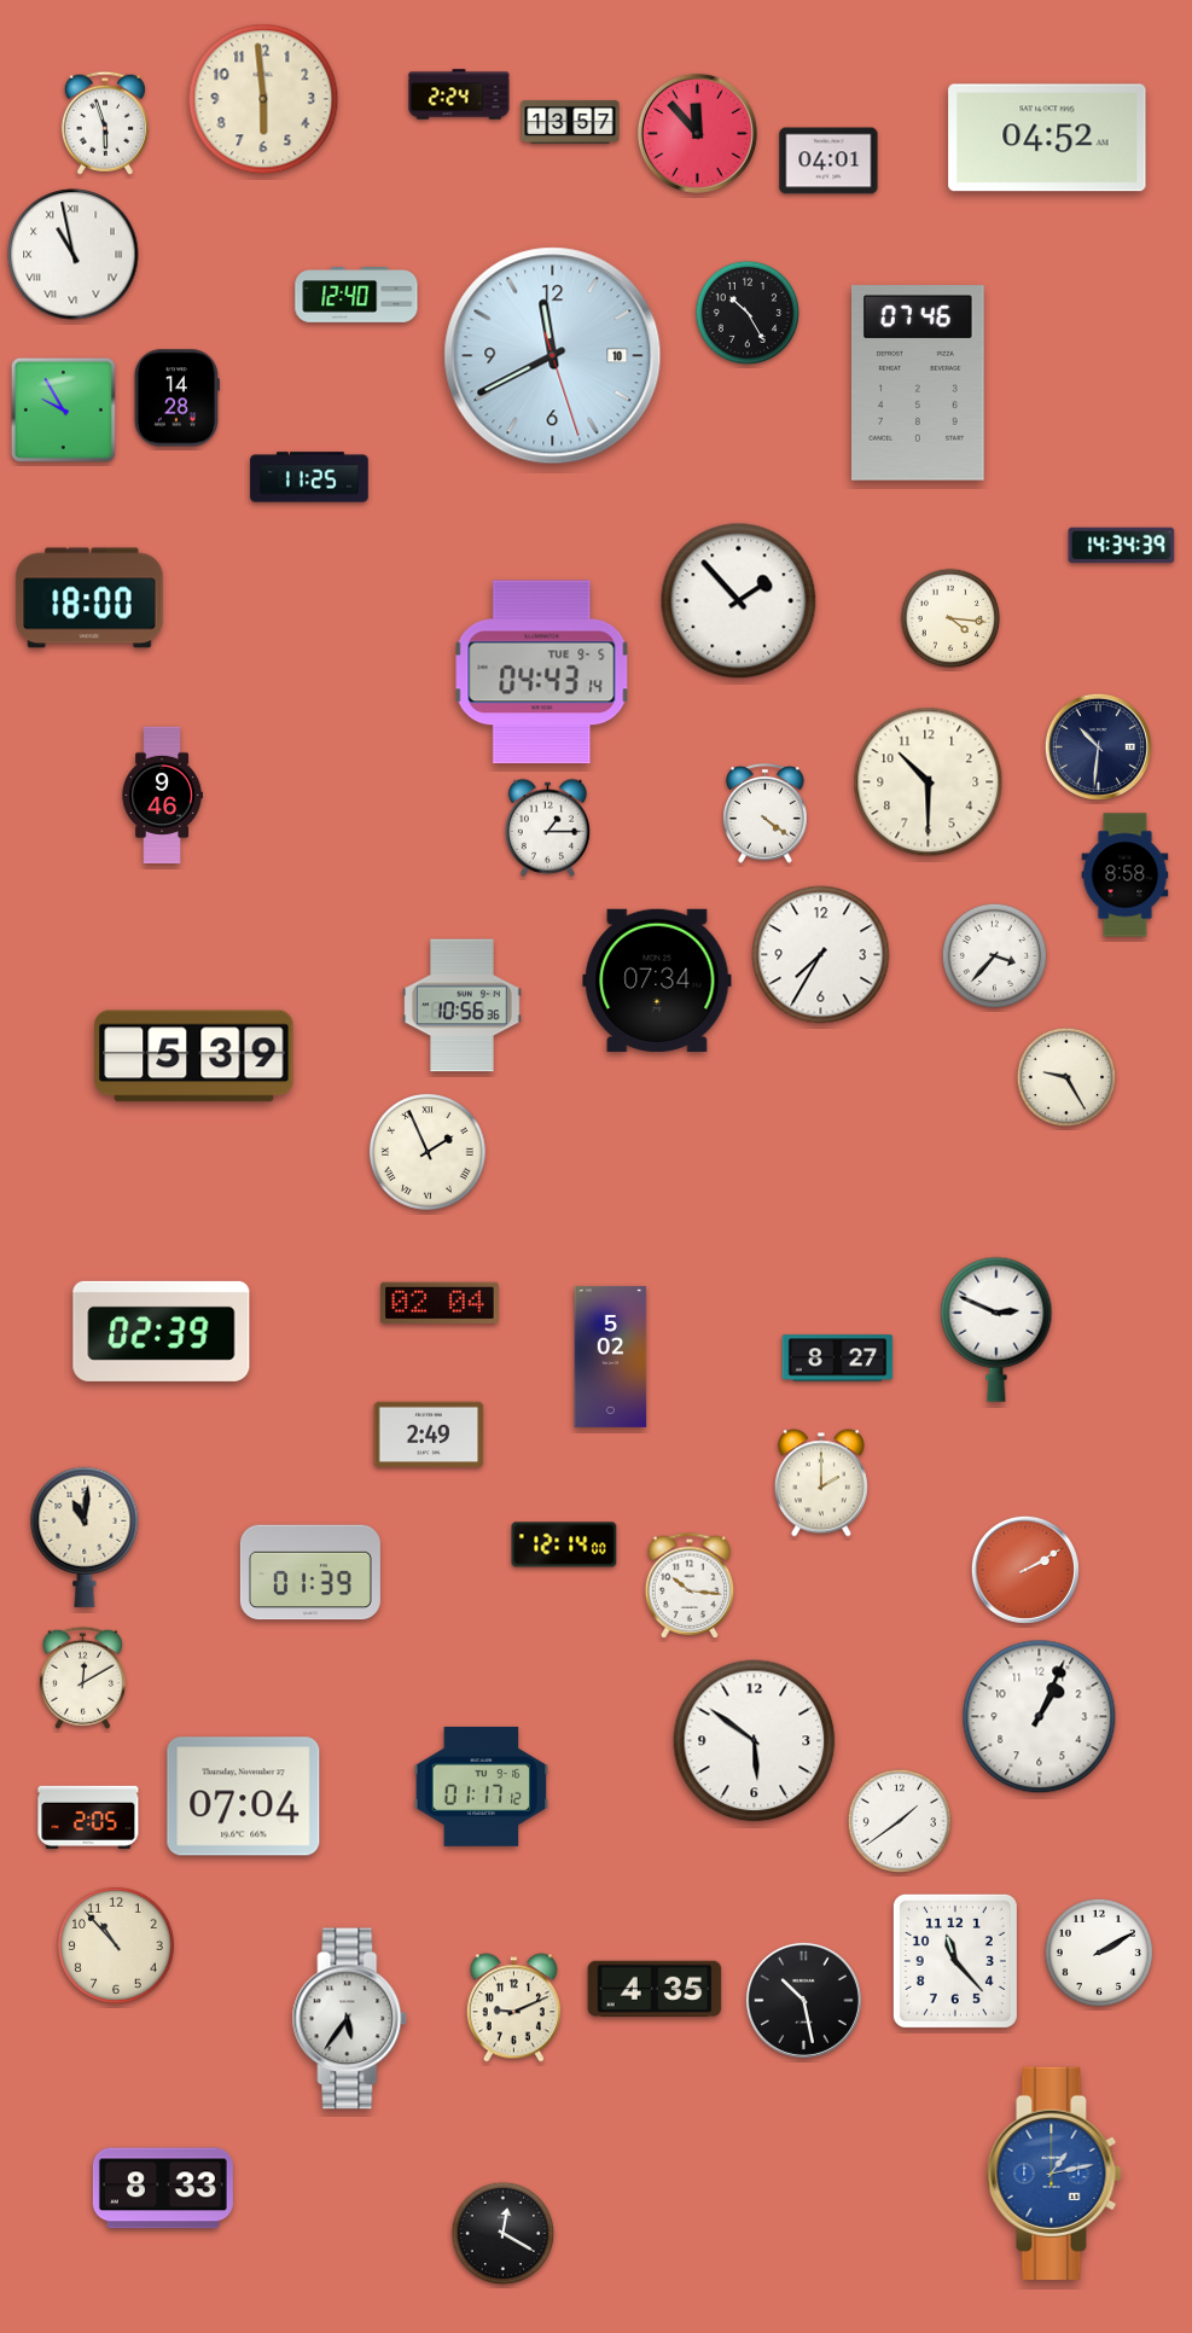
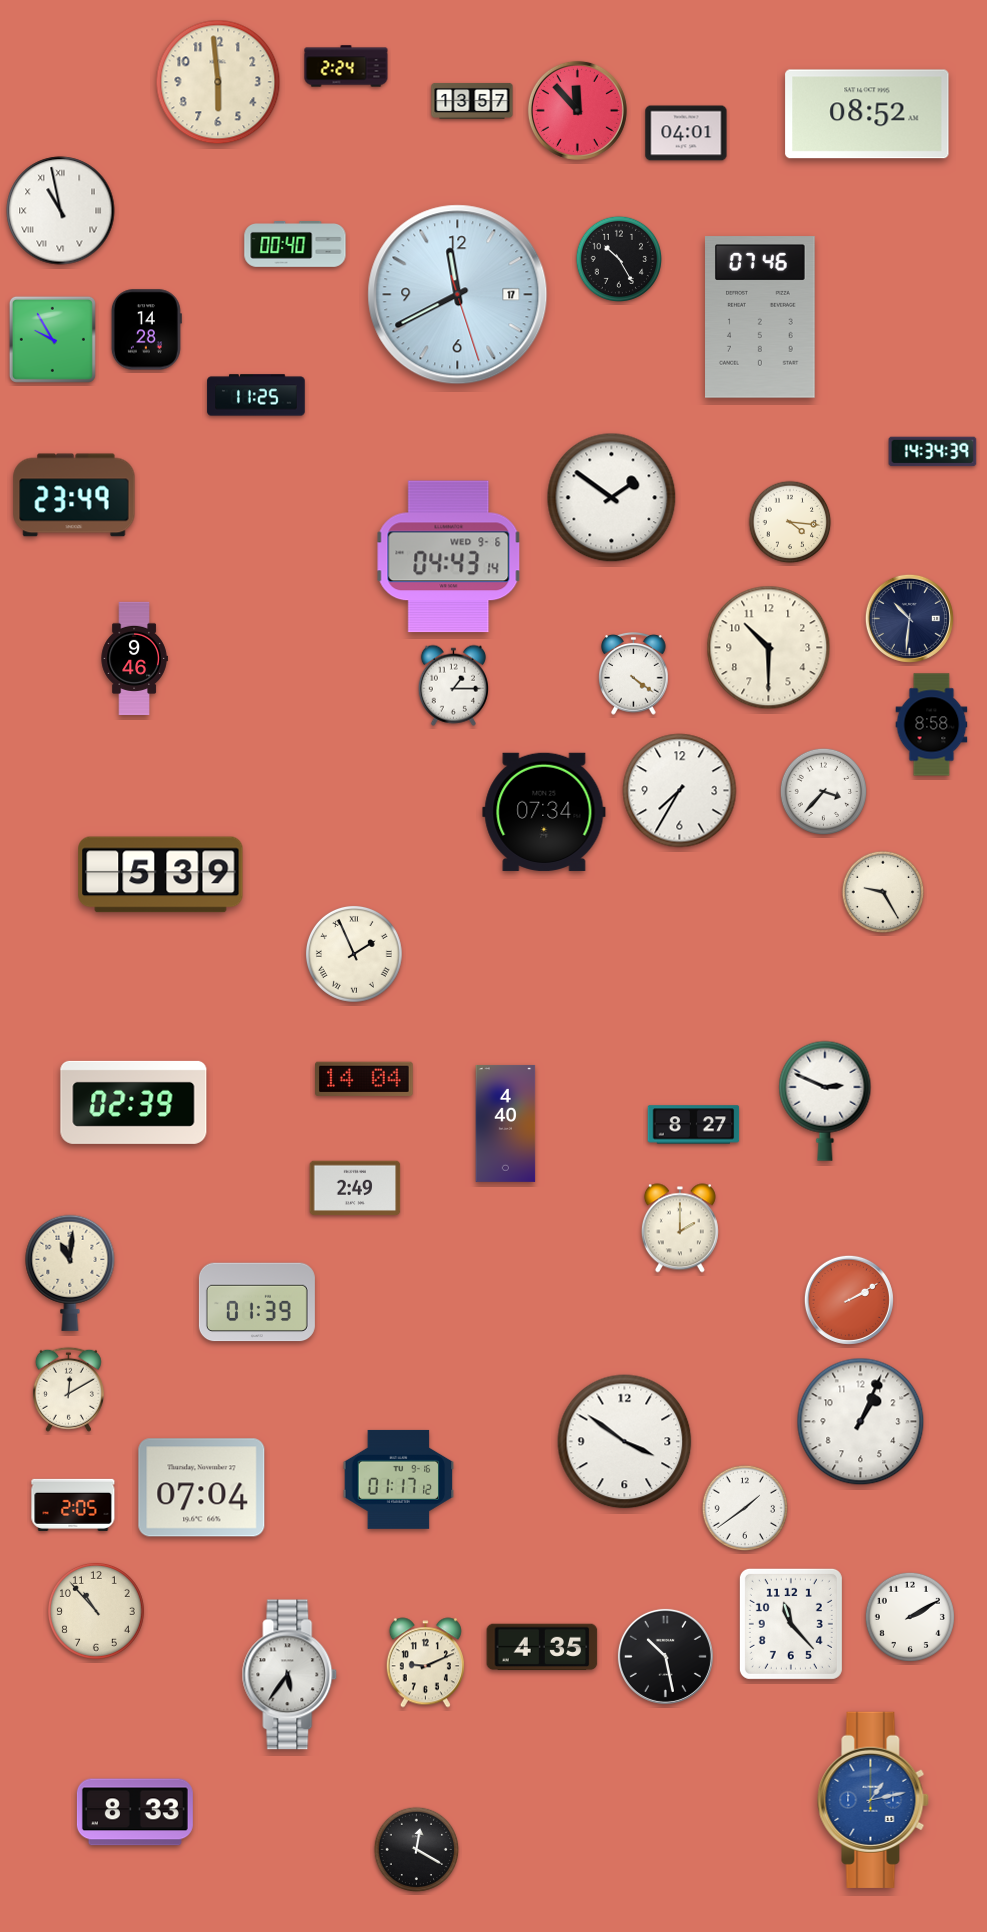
clock at (459, 94) position: (459, 94) -> (346, 66)
clock at (105, 123): 5:57 -> none
clock at (1047, 138): 04:52 -> 08:52
clock at (356, 296): 12:40 -> 00:40
clock at (553, 356) date: 10 -> 17
clock at (1122, 546) position: (1122, 546) -> (933, 452)
clock at (89, 598): 18:00 -> 23:49
clock at (739, 601): 1:53 -> 1:51
clock at (950, 618) position: (950, 618) -> (790, 522)
clock at (542, 673) date: TUE 9-5 -> WED 9-6
clock at (463, 1006): 10:56 -> none
clock at (440, 1303): 02:04 -> 14:04
clock at (611, 1356): 5:02 -> 4:40
clock at (564, 1544): 12:14 -> none
clock at (690, 1586): 10:16 -> none
clock at (755, 1741): 5:51 -> 3:51
clock at (350, 2019) position: (350, 2019) -> (290, 1675)
